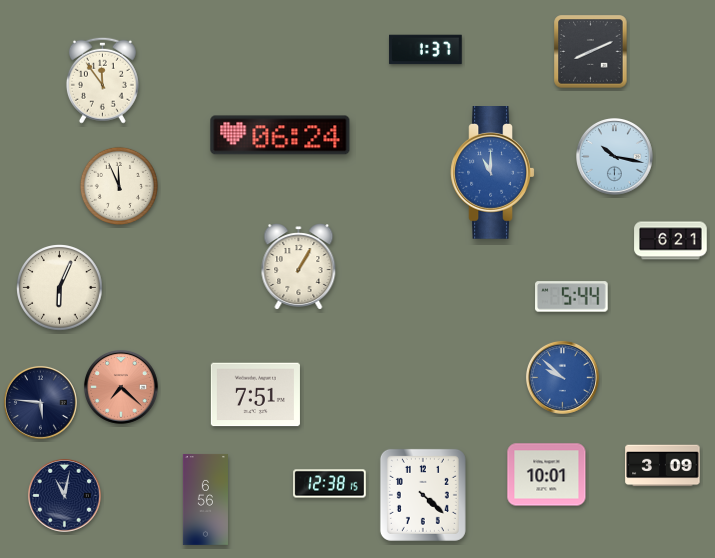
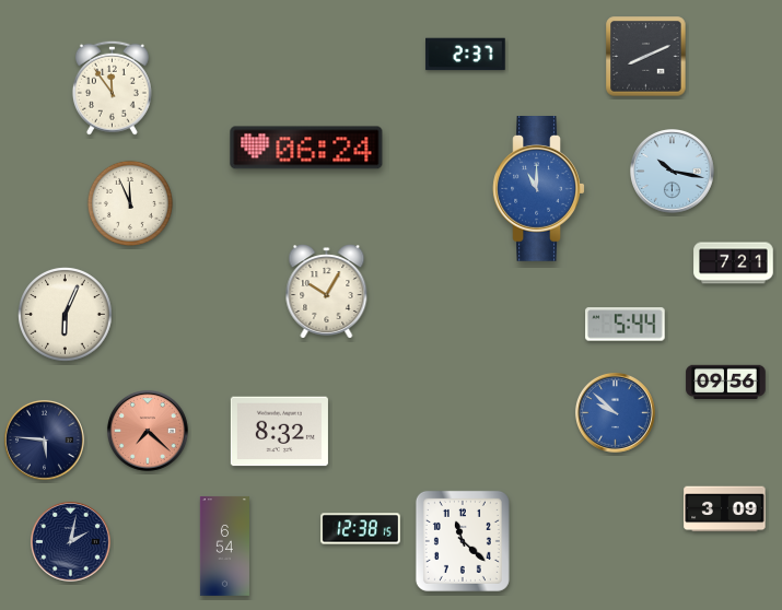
clock at (426, 50): 1:37 -> 2:37
clock at (671, 241): 6:21 -> 7:21
clock at (299, 267): 1:05 -> 10:05
clock at (726, 383): none -> 09:56
clock at (121, 387) position: (121, 387) -> (148, 431)
clock at (255, 395): 7:51 -> 8:32
clock at (547, 475): 10:01 -> none
clock at (64, 495): 11:02 -> 2:02
clock at (423, 495): 4:22 -> 11:22
clock at (205, 499): 6:56 -> 6:54
